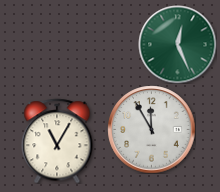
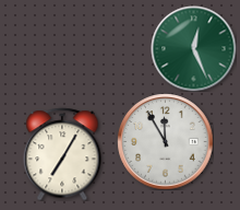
clock at (57, 141): 11:05 -> 7:05
